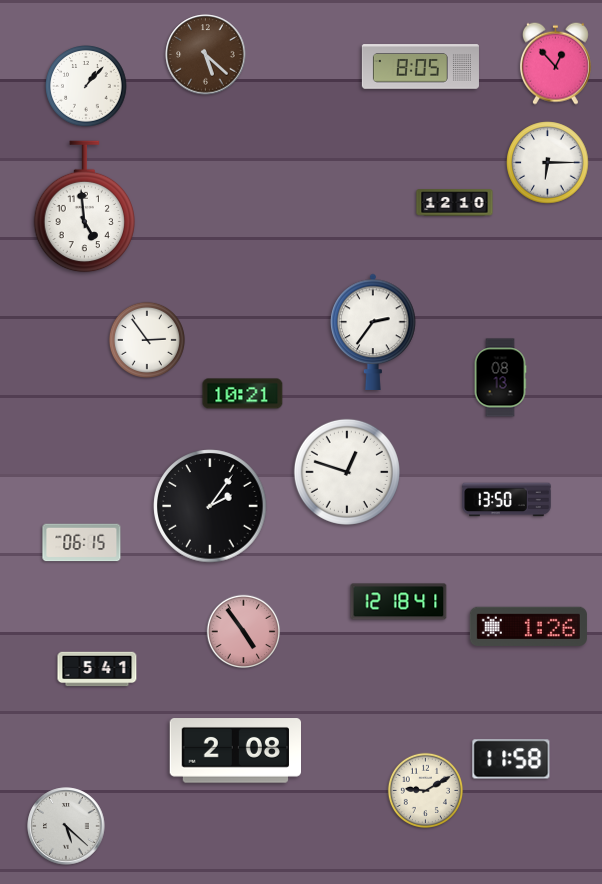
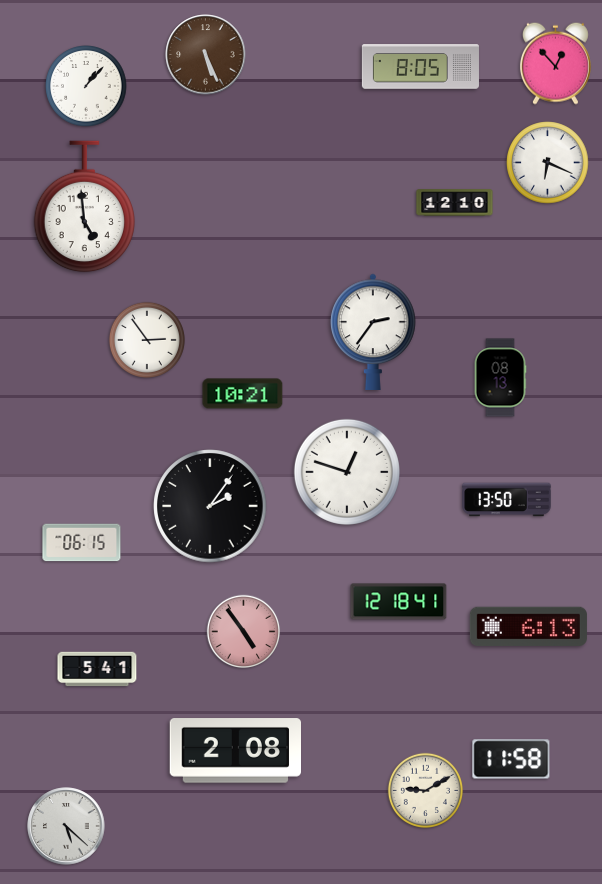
clock at (206, 55): 5:22 -> 5:26
clock at (548, 163): 6:15 -> 6:19
clock at (528, 627): 1:26 -> 6:13
